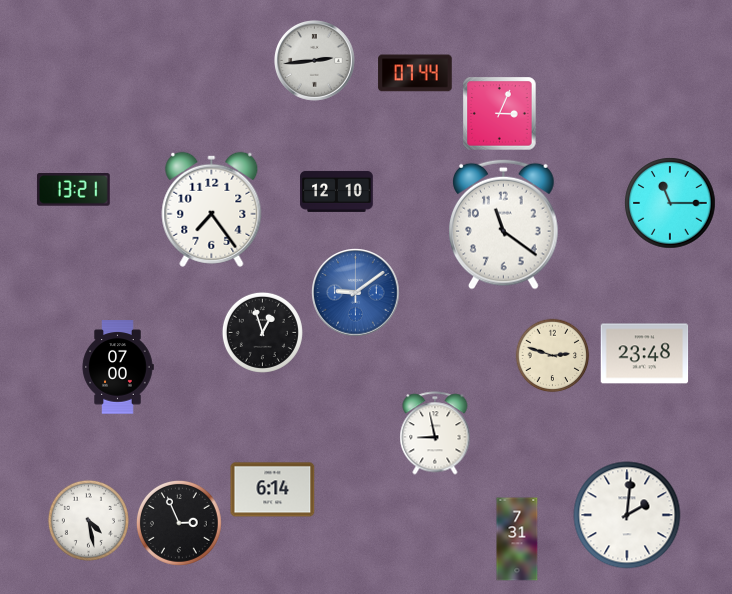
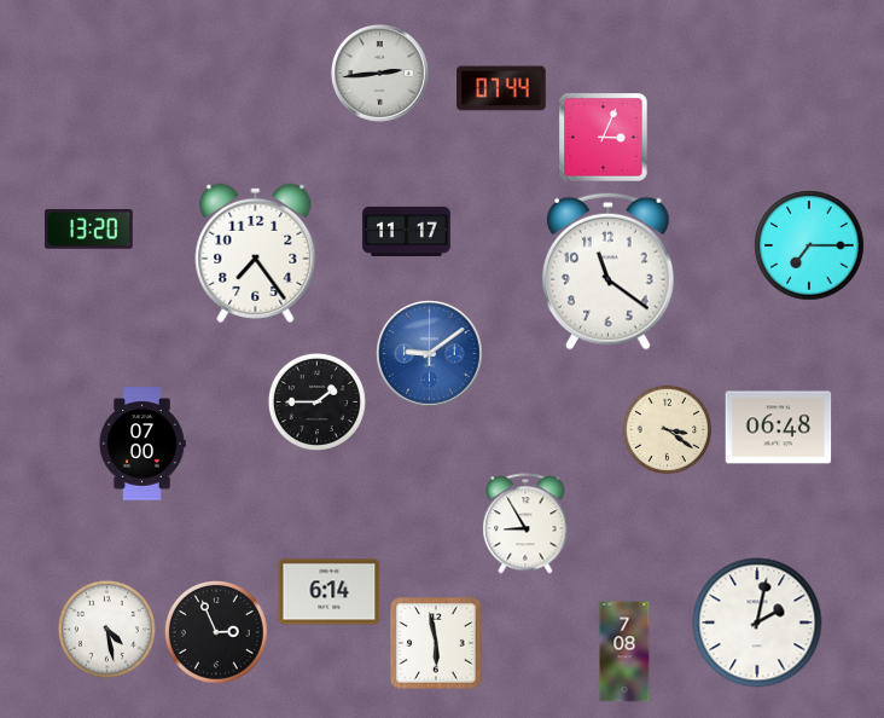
clock at (74, 190): 13:21 -> 13:20
clock at (337, 191): 12:10 -> 11:17
clock at (670, 203): 11:15 -> 7:15
clock at (262, 332): 12:57 -> 1:45
clock at (645, 354): 23:48 -> 06:48
clock at (553, 356): 2:48 -> 3:21
clock at (435, 433): 8:58 -> 8:55
clock at (627, 515): 2:01 -> 2:02
clock at (436, 643): none -> 5:58
clock at (517, 539): 7:31 -> 7:08
